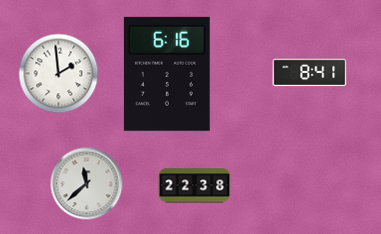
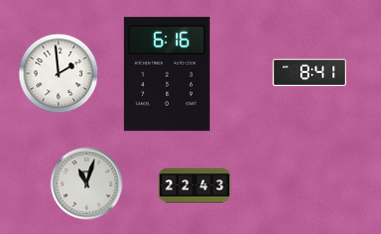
clock at (87, 184): 11:38 -> 11:03
clock at (195, 186): 22:38 -> 22:43
